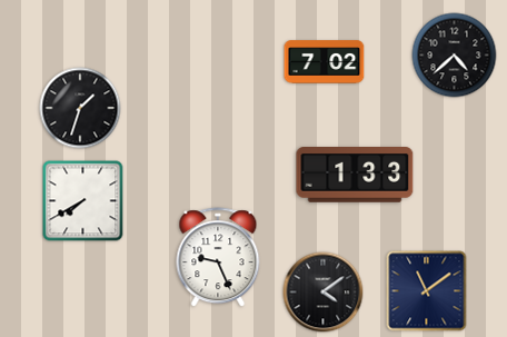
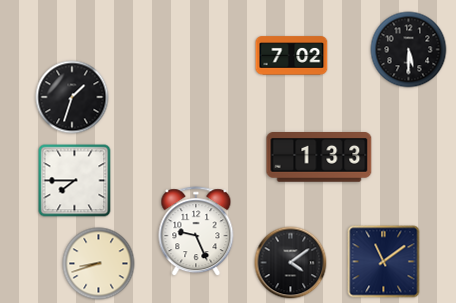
clock at (455, 56): 4:38 -> 5:30
clock at (83, 201): 7:40 -> 7:45
clock at (99, 264): none -> 8:42
